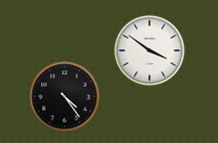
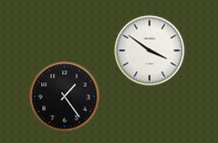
clock at (65, 97): 4:24 -> 1:24
